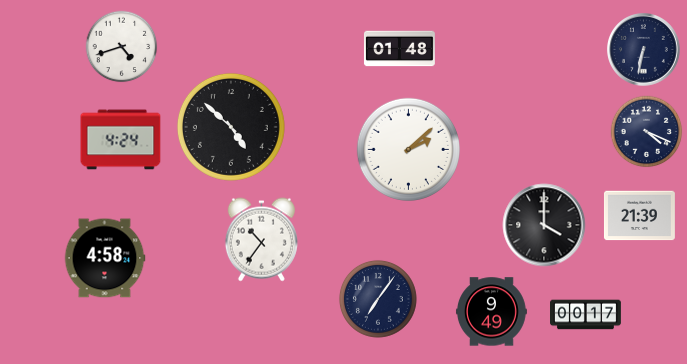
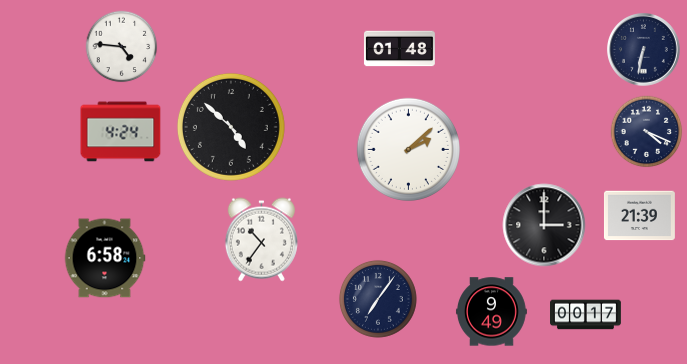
clock at (122, 47): 4:42 -> 4:46
clock at (121, 140) position: (121, 140) -> (121, 132)
clock at (544, 225): 4:00 -> 3:00
clock at (105, 258): 4:58 -> 6:58
